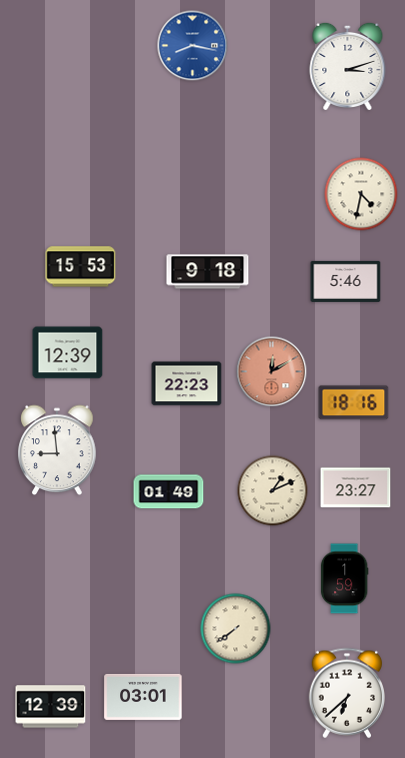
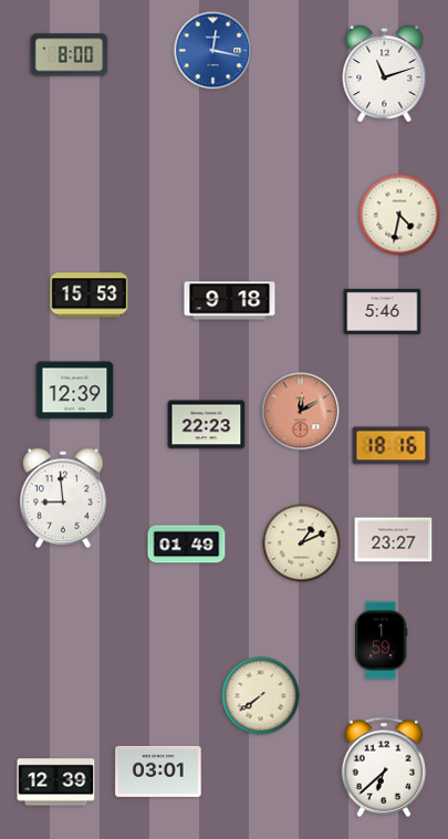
clock at (193, 46): 8:17 -> 12:17
clock at (70, 55): none -> 8:00
clock at (348, 65): 3:12 -> 11:12
